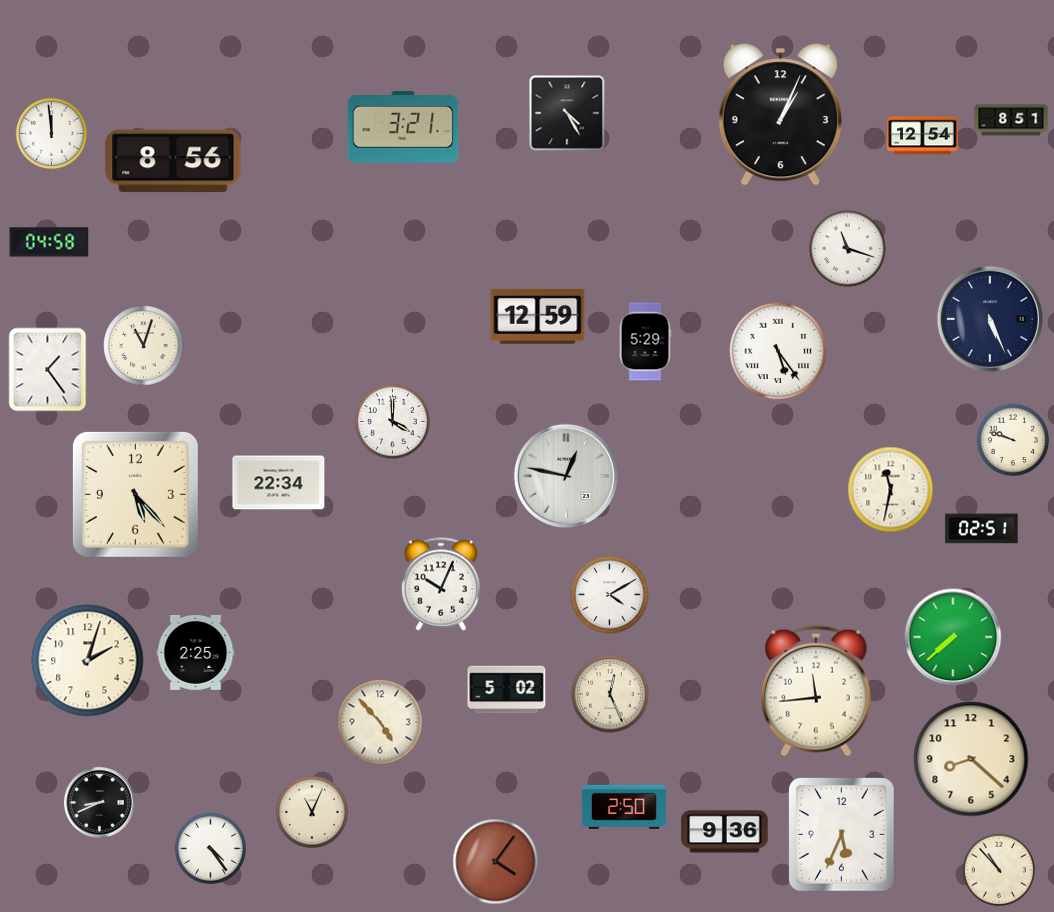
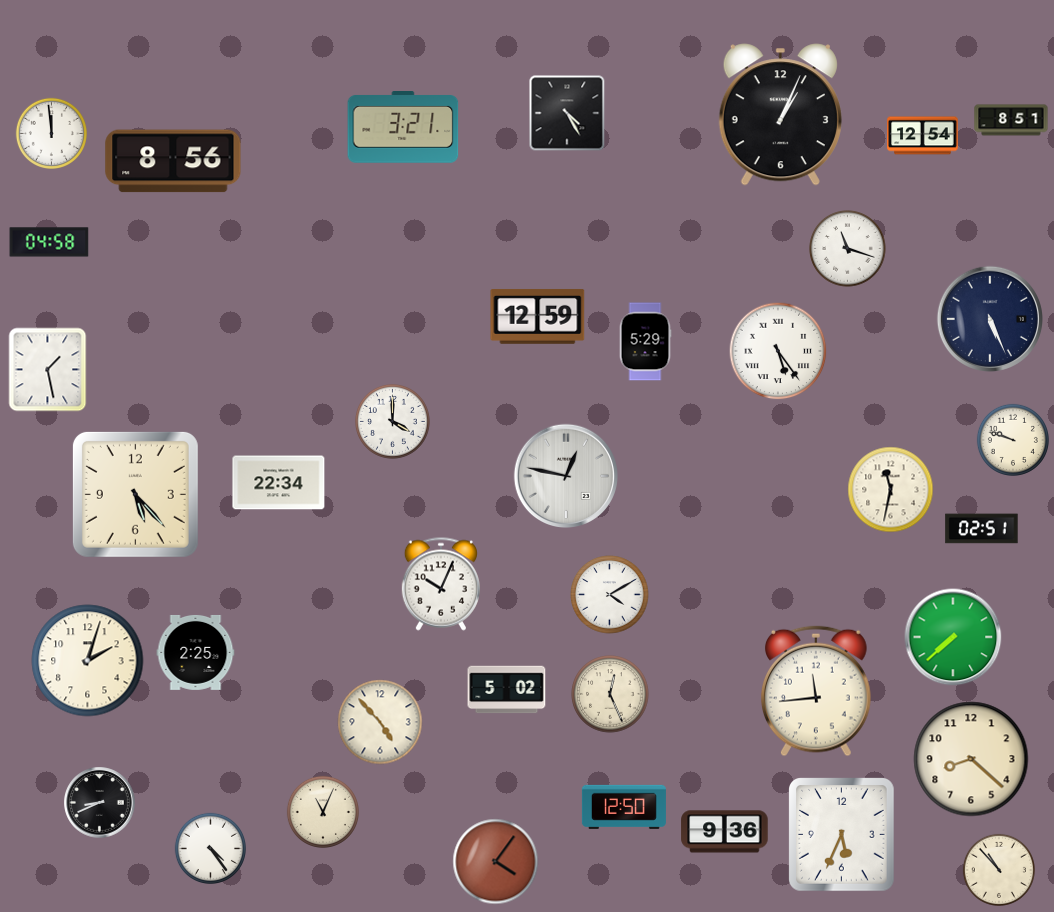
clock at (144, 346): 11:03 -> none
clock at (48, 370): 1:24 -> 1:28
clock at (624, 807): 2:50 -> 12:50
clock at (312, 812) position: (312, 812) -> (323, 812)
